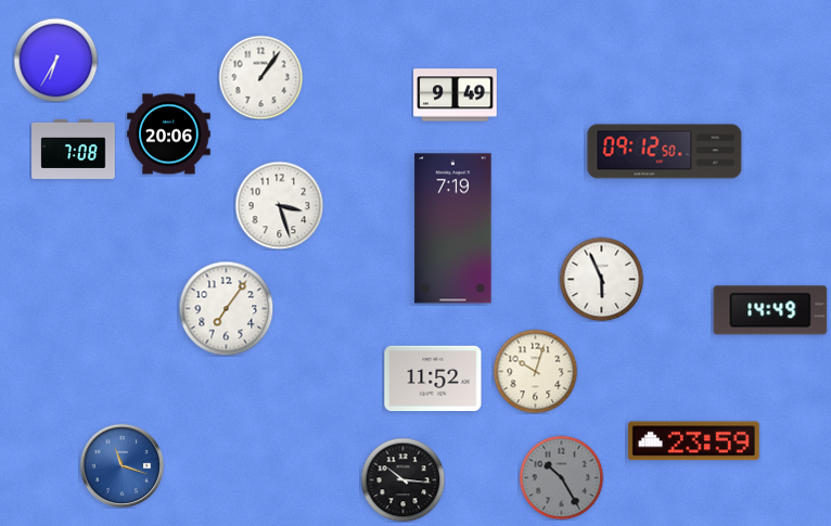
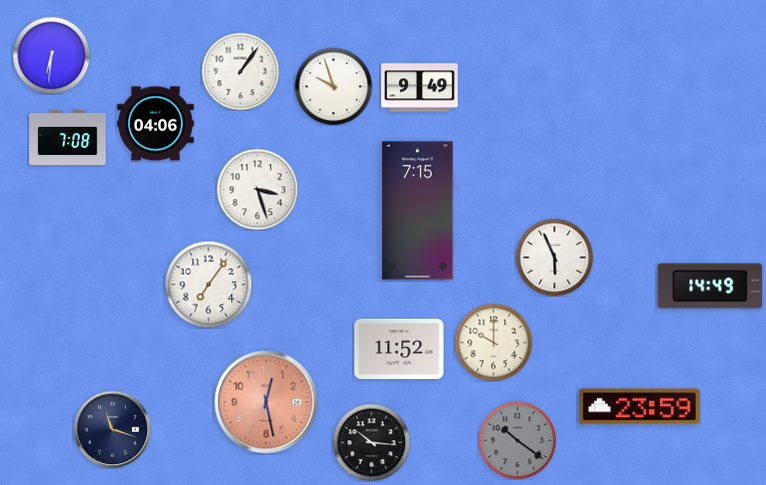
clock at (55, 60): 6:35 -> 6:31
clock at (333, 86): none -> 9:57
clock at (169, 134): 20:06 -> 04:06
clock at (665, 152): 09:12 -> none
clock at (453, 229): 7:19 -> 7:15
clock at (535, 371): 10:03 -> 10:00
clock at (266, 402): none -> 12:28
clock at (122, 465) dial: blue -> navy
clock at (561, 477): 10:25 -> 10:21
